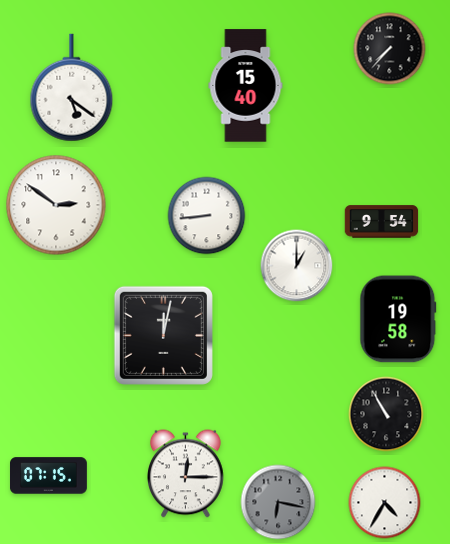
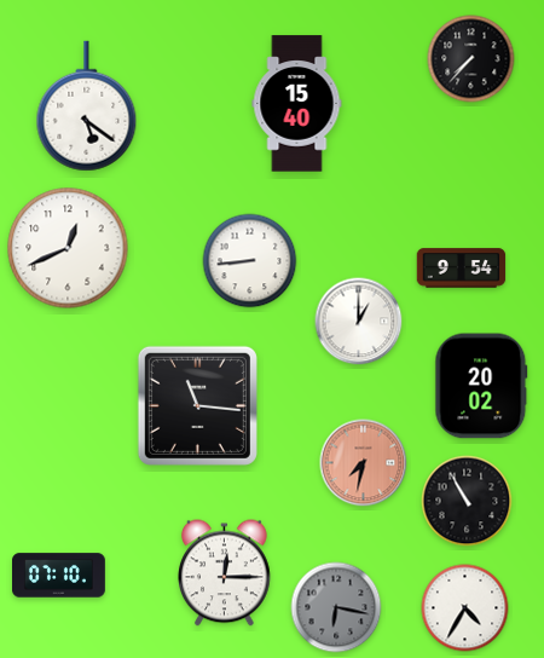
clock at (56, 205): 2:51 -> 12:41
clock at (398, 319): 19:58 -> 20:02
clock at (163, 335): 12:02 -> 11:16
clock at (364, 463): none -> 7:32
clock at (49, 476): 07:15 -> 07:10
